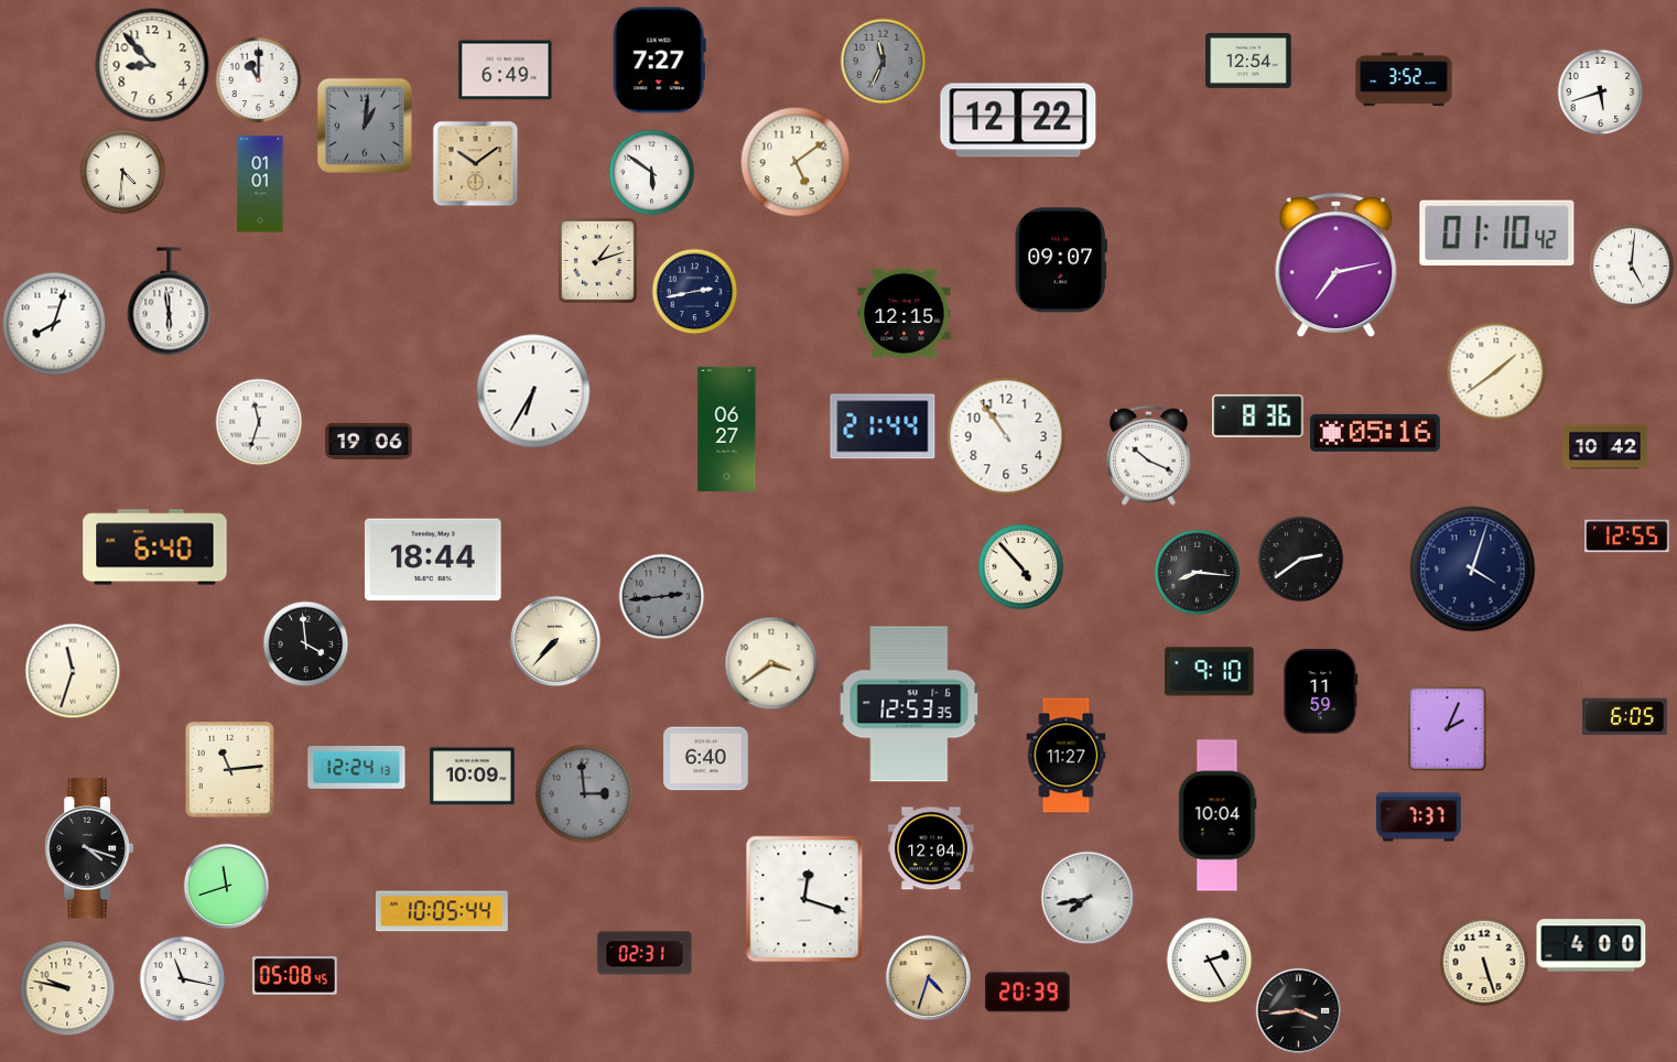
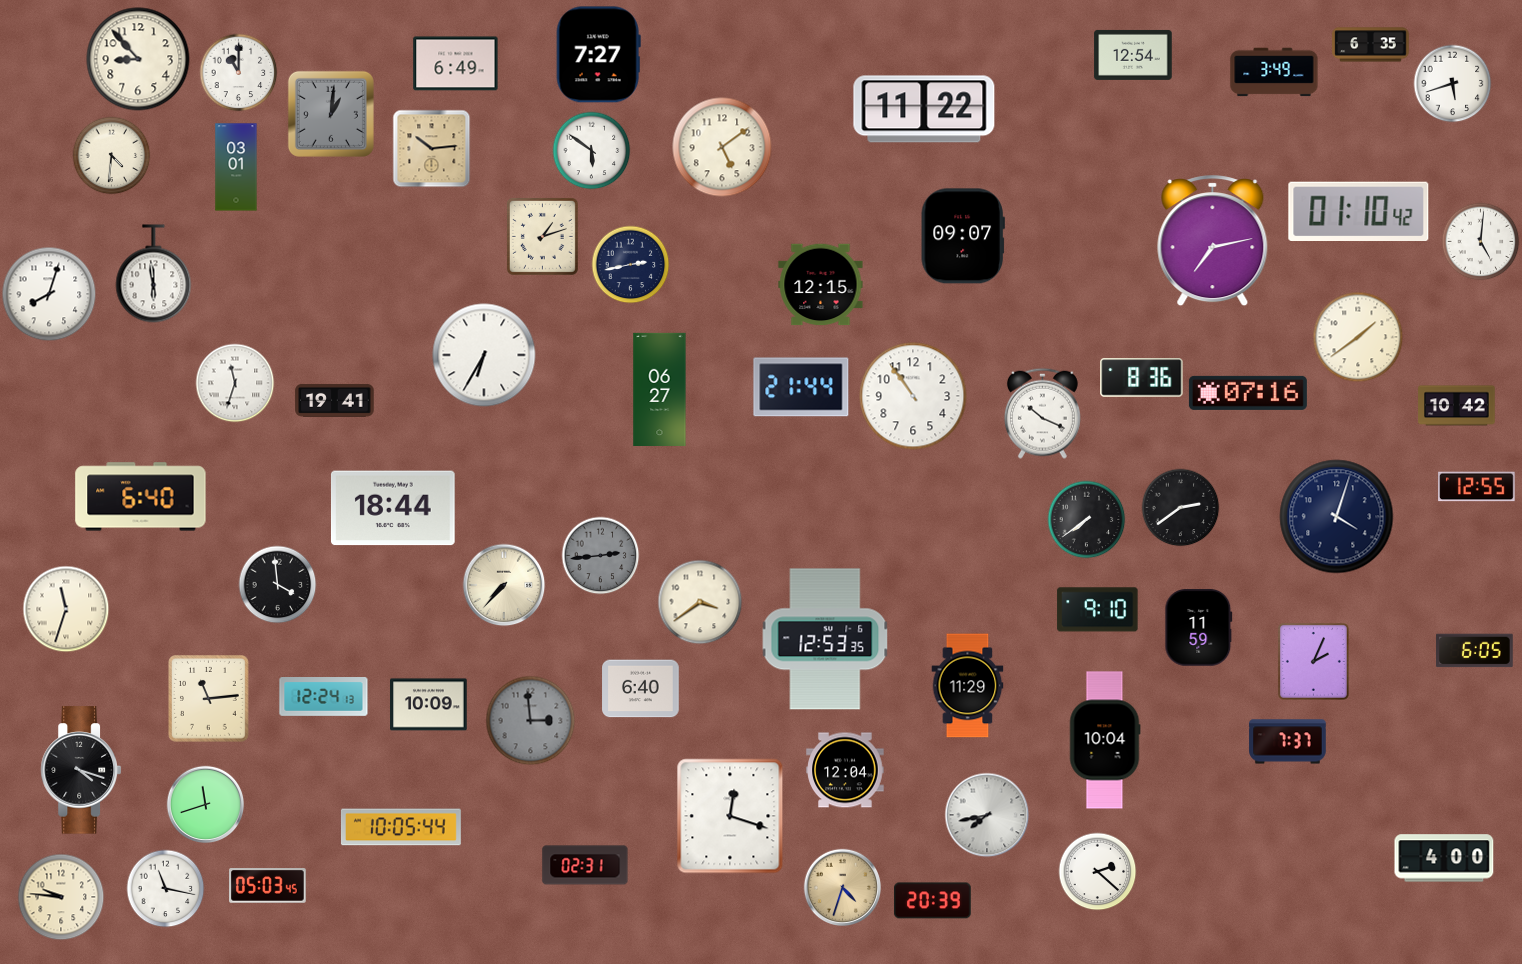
clock at (1371, 45): none -> 6:35
clock at (883, 61): 11:34 -> none
clock at (506, 71) position: (506, 71) -> (456, 64)
clock at (258, 79) position: (258, 79) -> (238, 72)
clock at (1404, 79): 3:52 -> 3:49
clock at (1018, 120): 12:22 -> 11:22
clock at (475, 163): 10:09 -> 10:14
clock at (651, 172) position: (651, 172) -> (591, 150)
clock at (260, 184): 01:01 -> 03:01
clock at (1375, 433): 05:16 -> 07:16
clock at (369, 441): 19:06 -> 19:41
clock at (1020, 566): 4:53 -> none
clock at (1197, 572): 8:16 -> 7:39
clock at (661, 596) position: (661, 596) -> (600, 555)
clock at (555, 641) position: (555, 641) -> (504, 585)
clock at (1067, 756): 11:27 -> 11:29
clock at (1209, 960): 2:25 -> 2:22
clock at (1484, 962): 5:27 -> none
clock at (295, 976): 05:08 -> 05:03
clock at (67, 988): 9:47 -> 9:46
clock at (1298, 1010): 3:44 -> none
